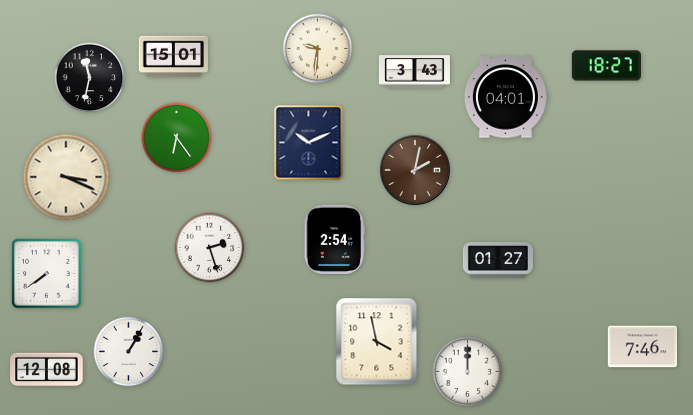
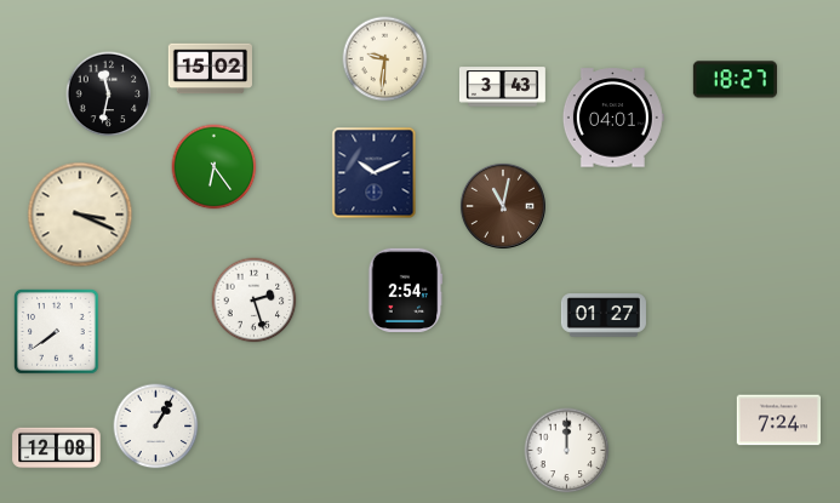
clock at (173, 57): 15:01 -> 15:02
clock at (415, 170): 2:02 -> 11:02
clock at (377, 342): 3:58 -> none
clock at (642, 347): 7:46 -> 7:24
